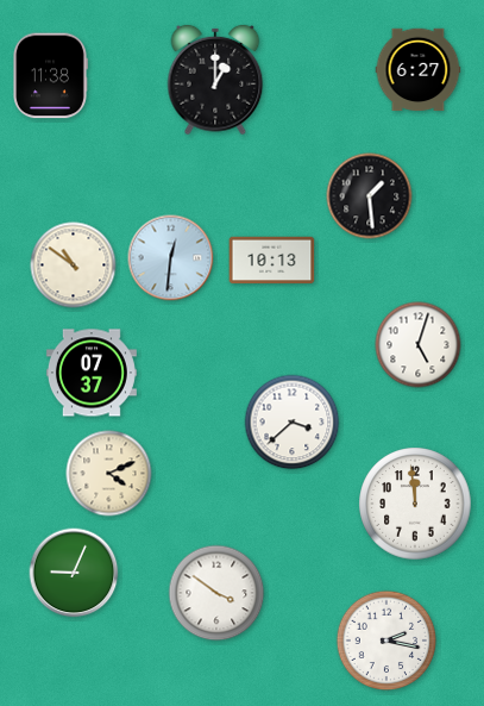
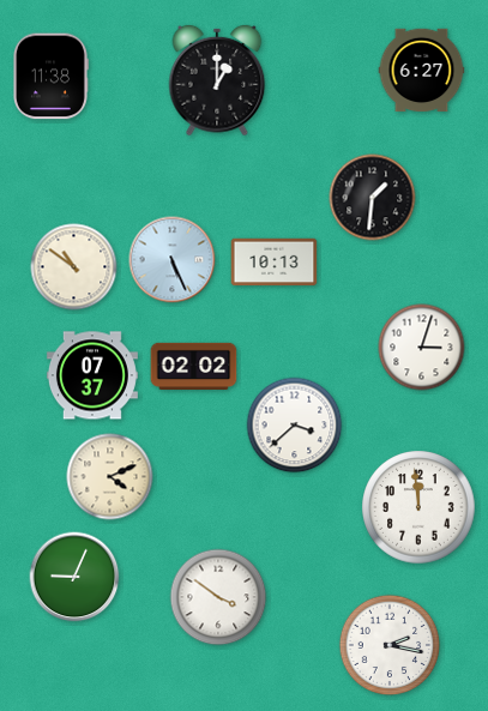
clock at (370, 196): 1:29 -> 1:31
clock at (171, 258): 12:31 -> 5:26
clock at (419, 345): 5:03 -> 3:03
clock at (194, 366): none -> 02:02
